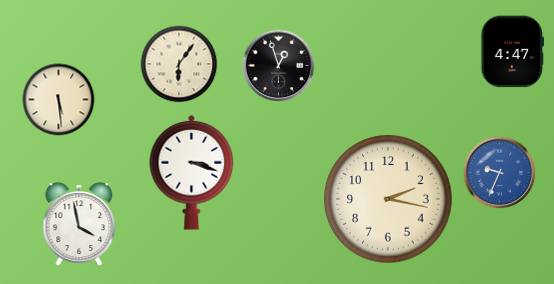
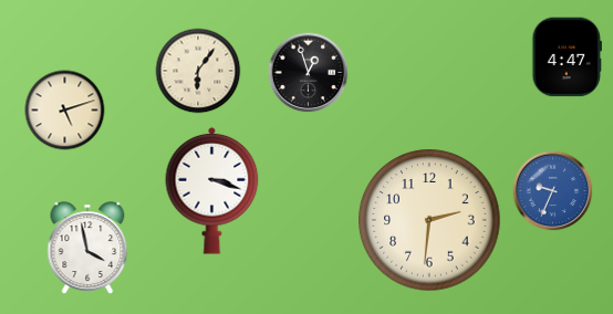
clock at (59, 100): 5:29 -> 5:12
clock at (388, 199): 2:17 -> 2:31
